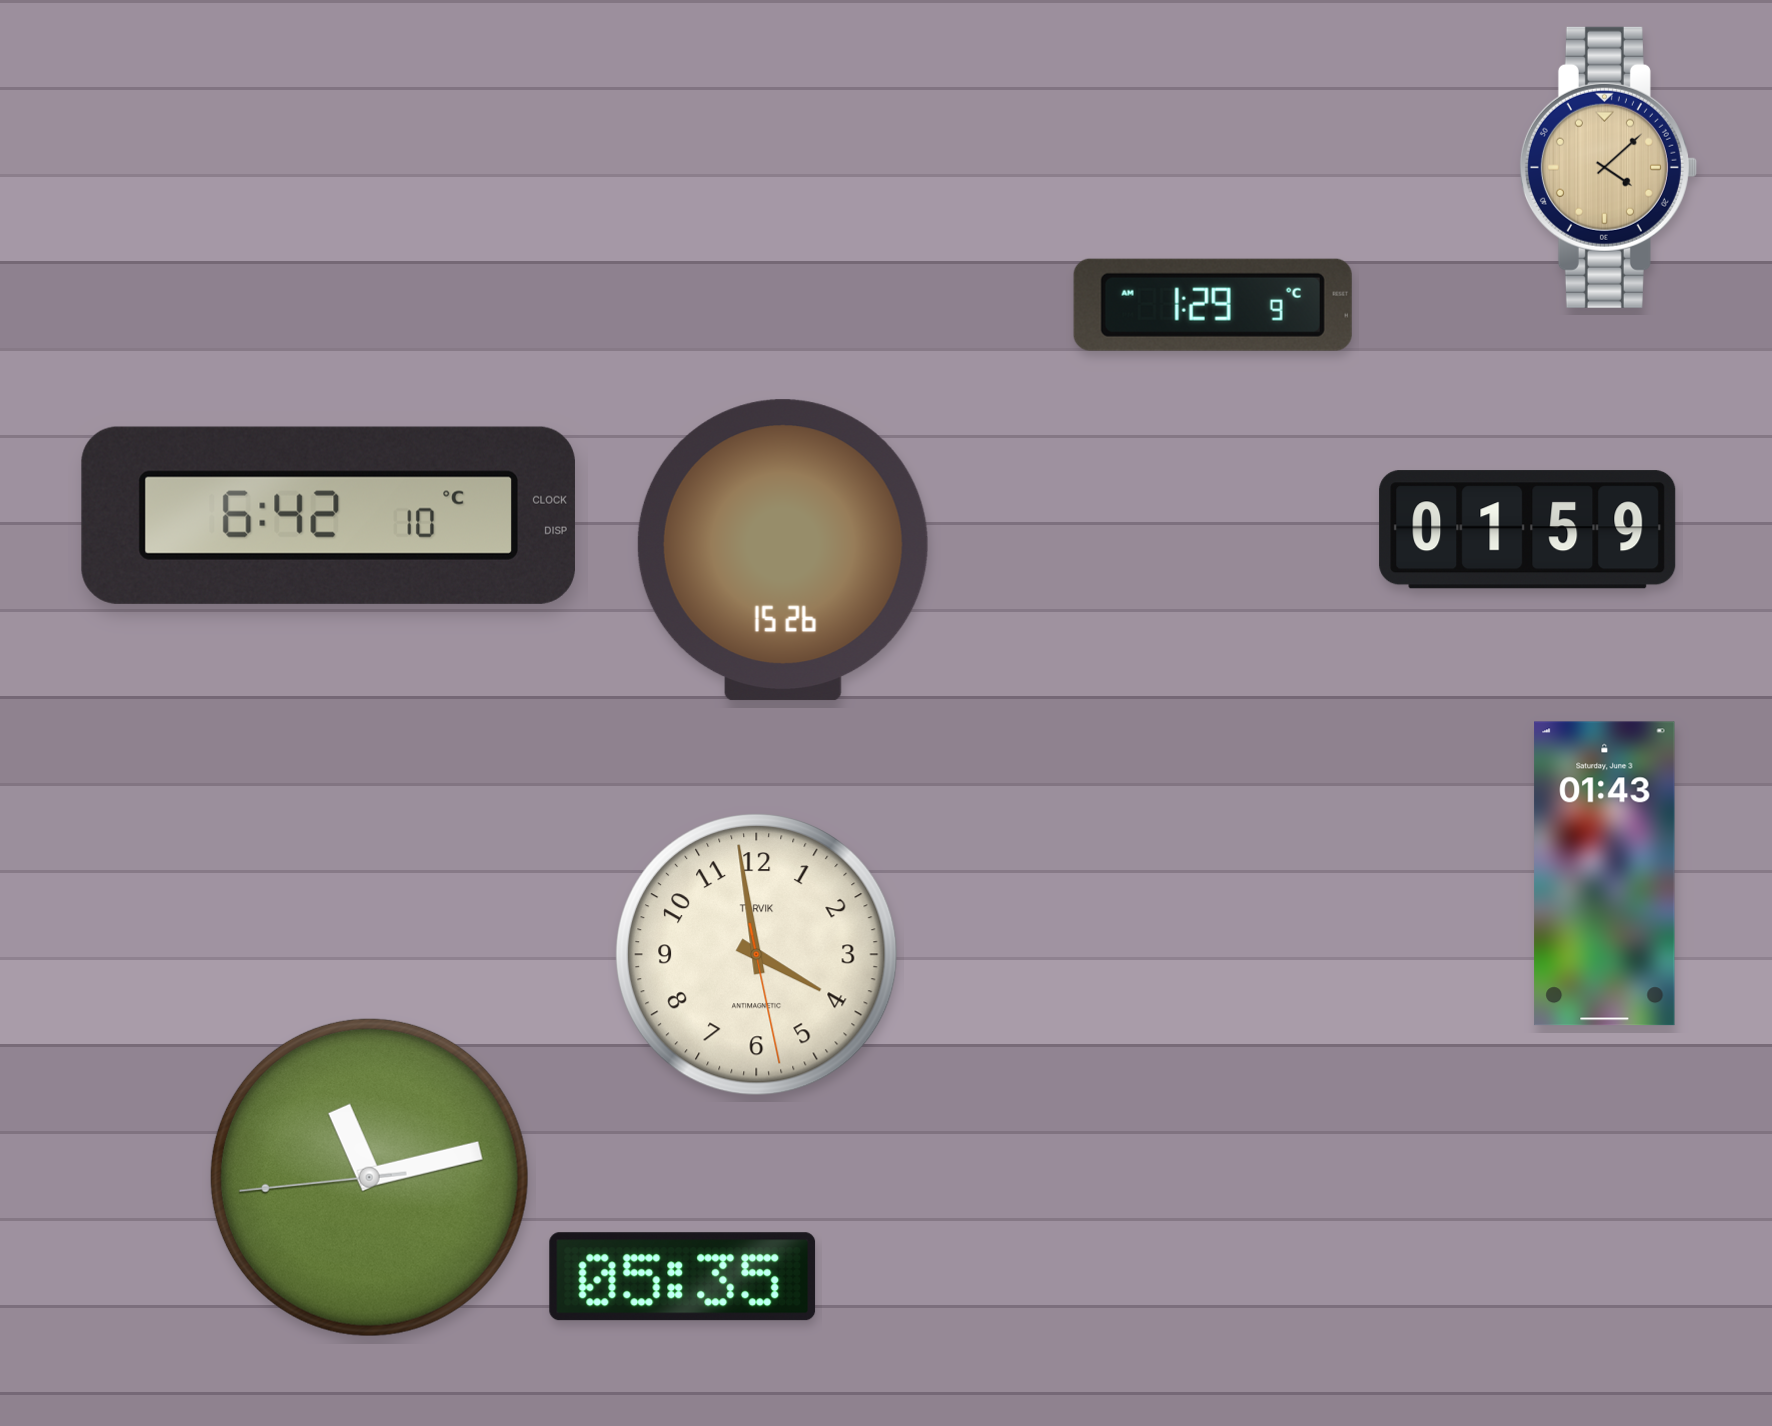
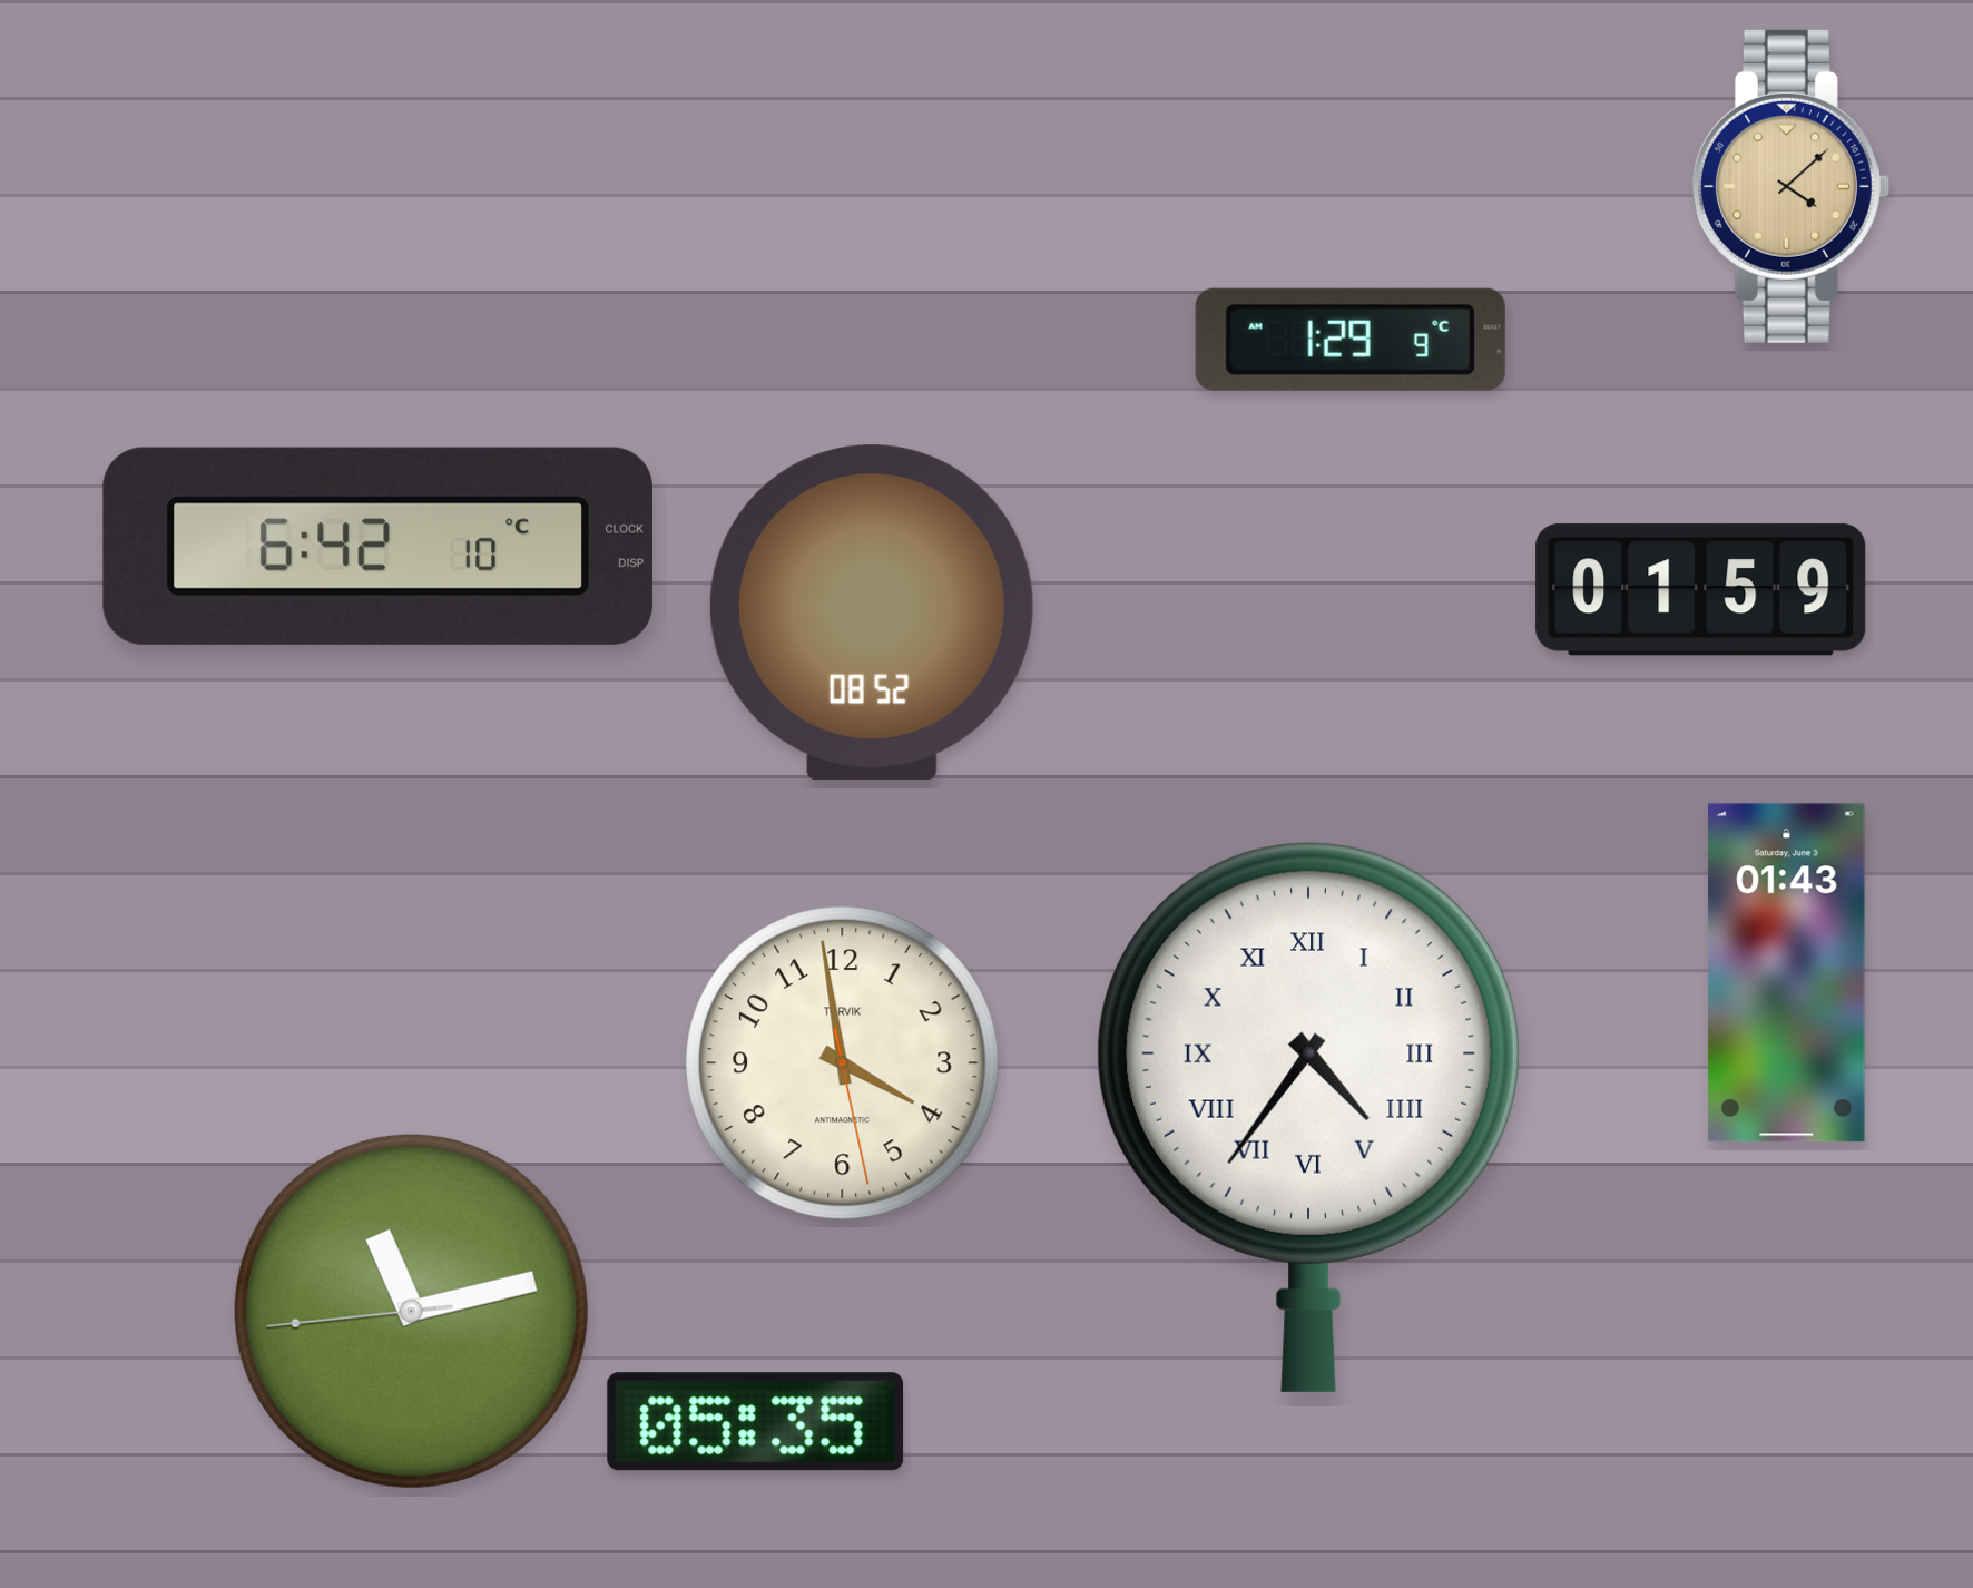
clock at (328, 515) position: (328, 515) -> (377, 546)
clock at (783, 550): 15:26 -> 08:52
clock at (1308, 1117): none -> 4:36
clock at (683, 1277) position: (683, 1277) -> (756, 1422)
